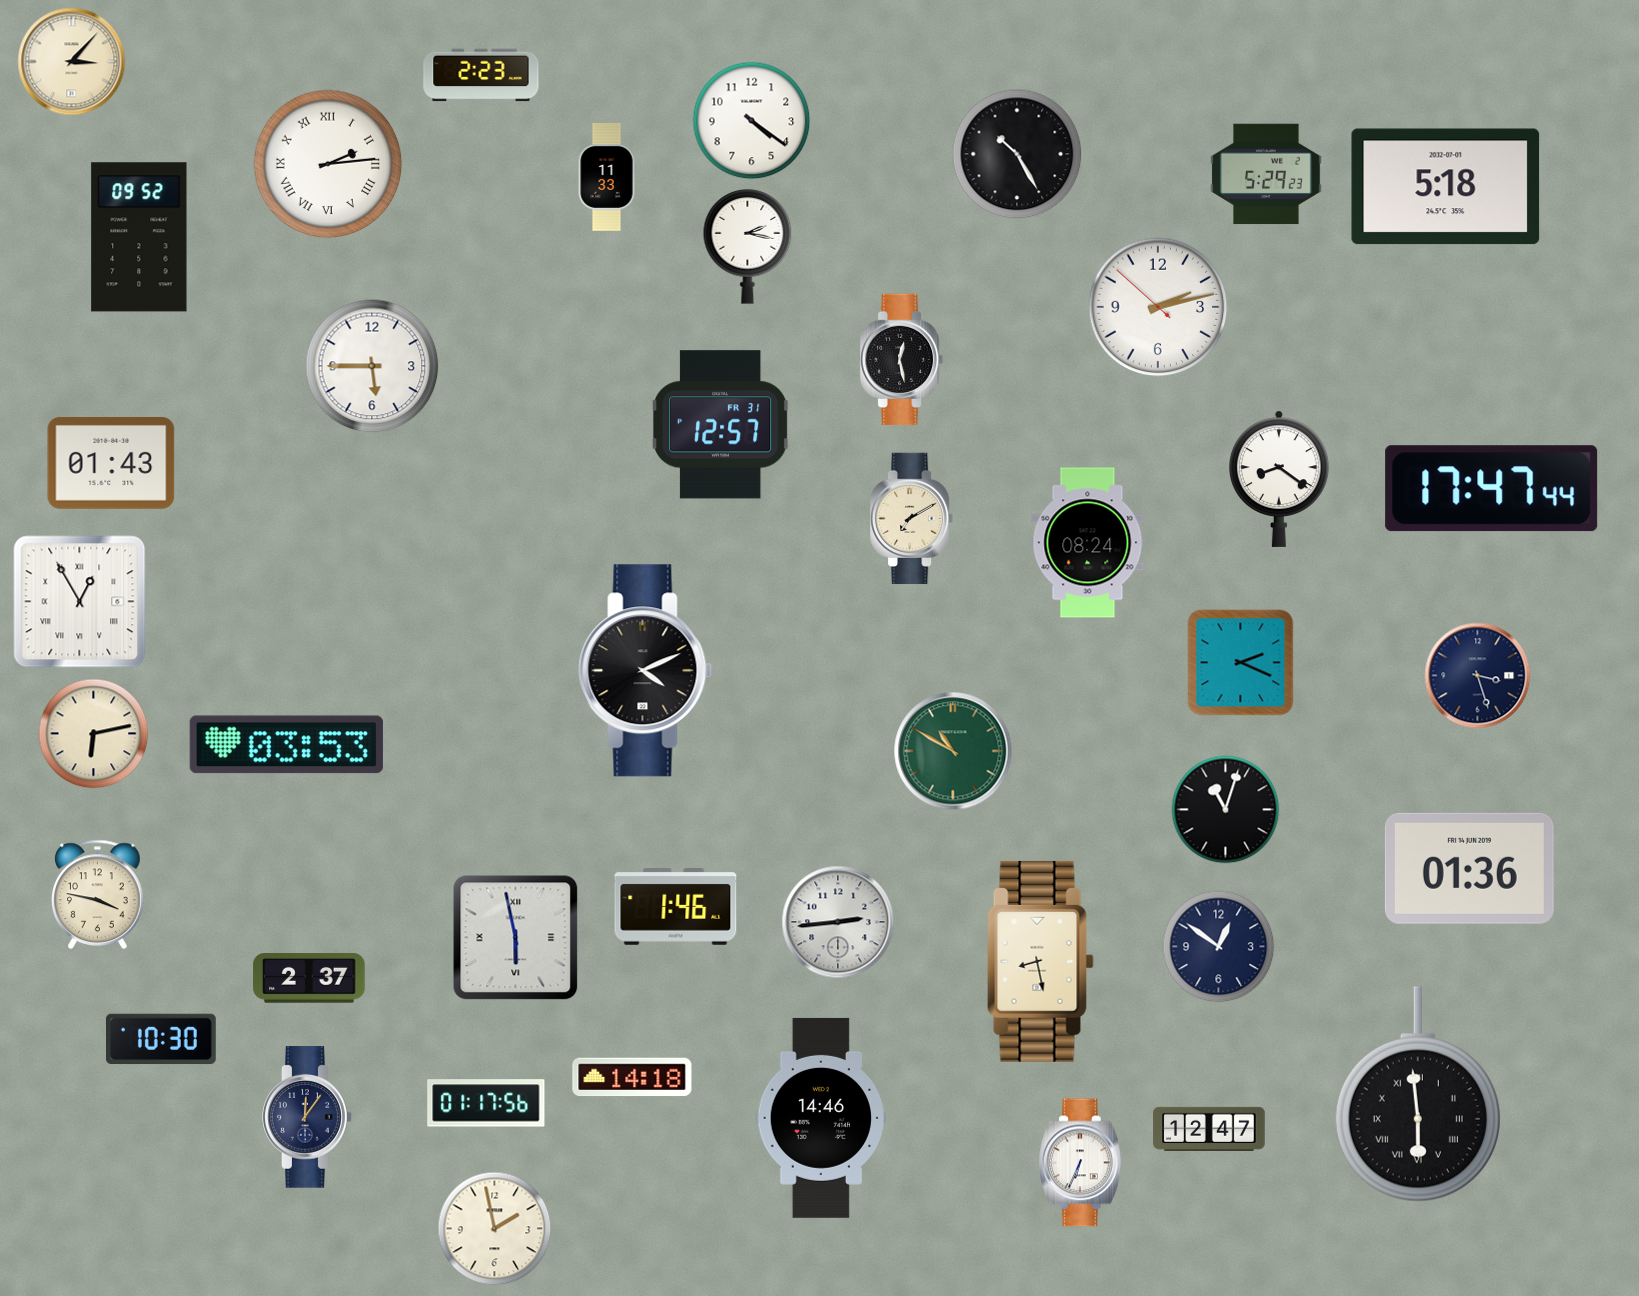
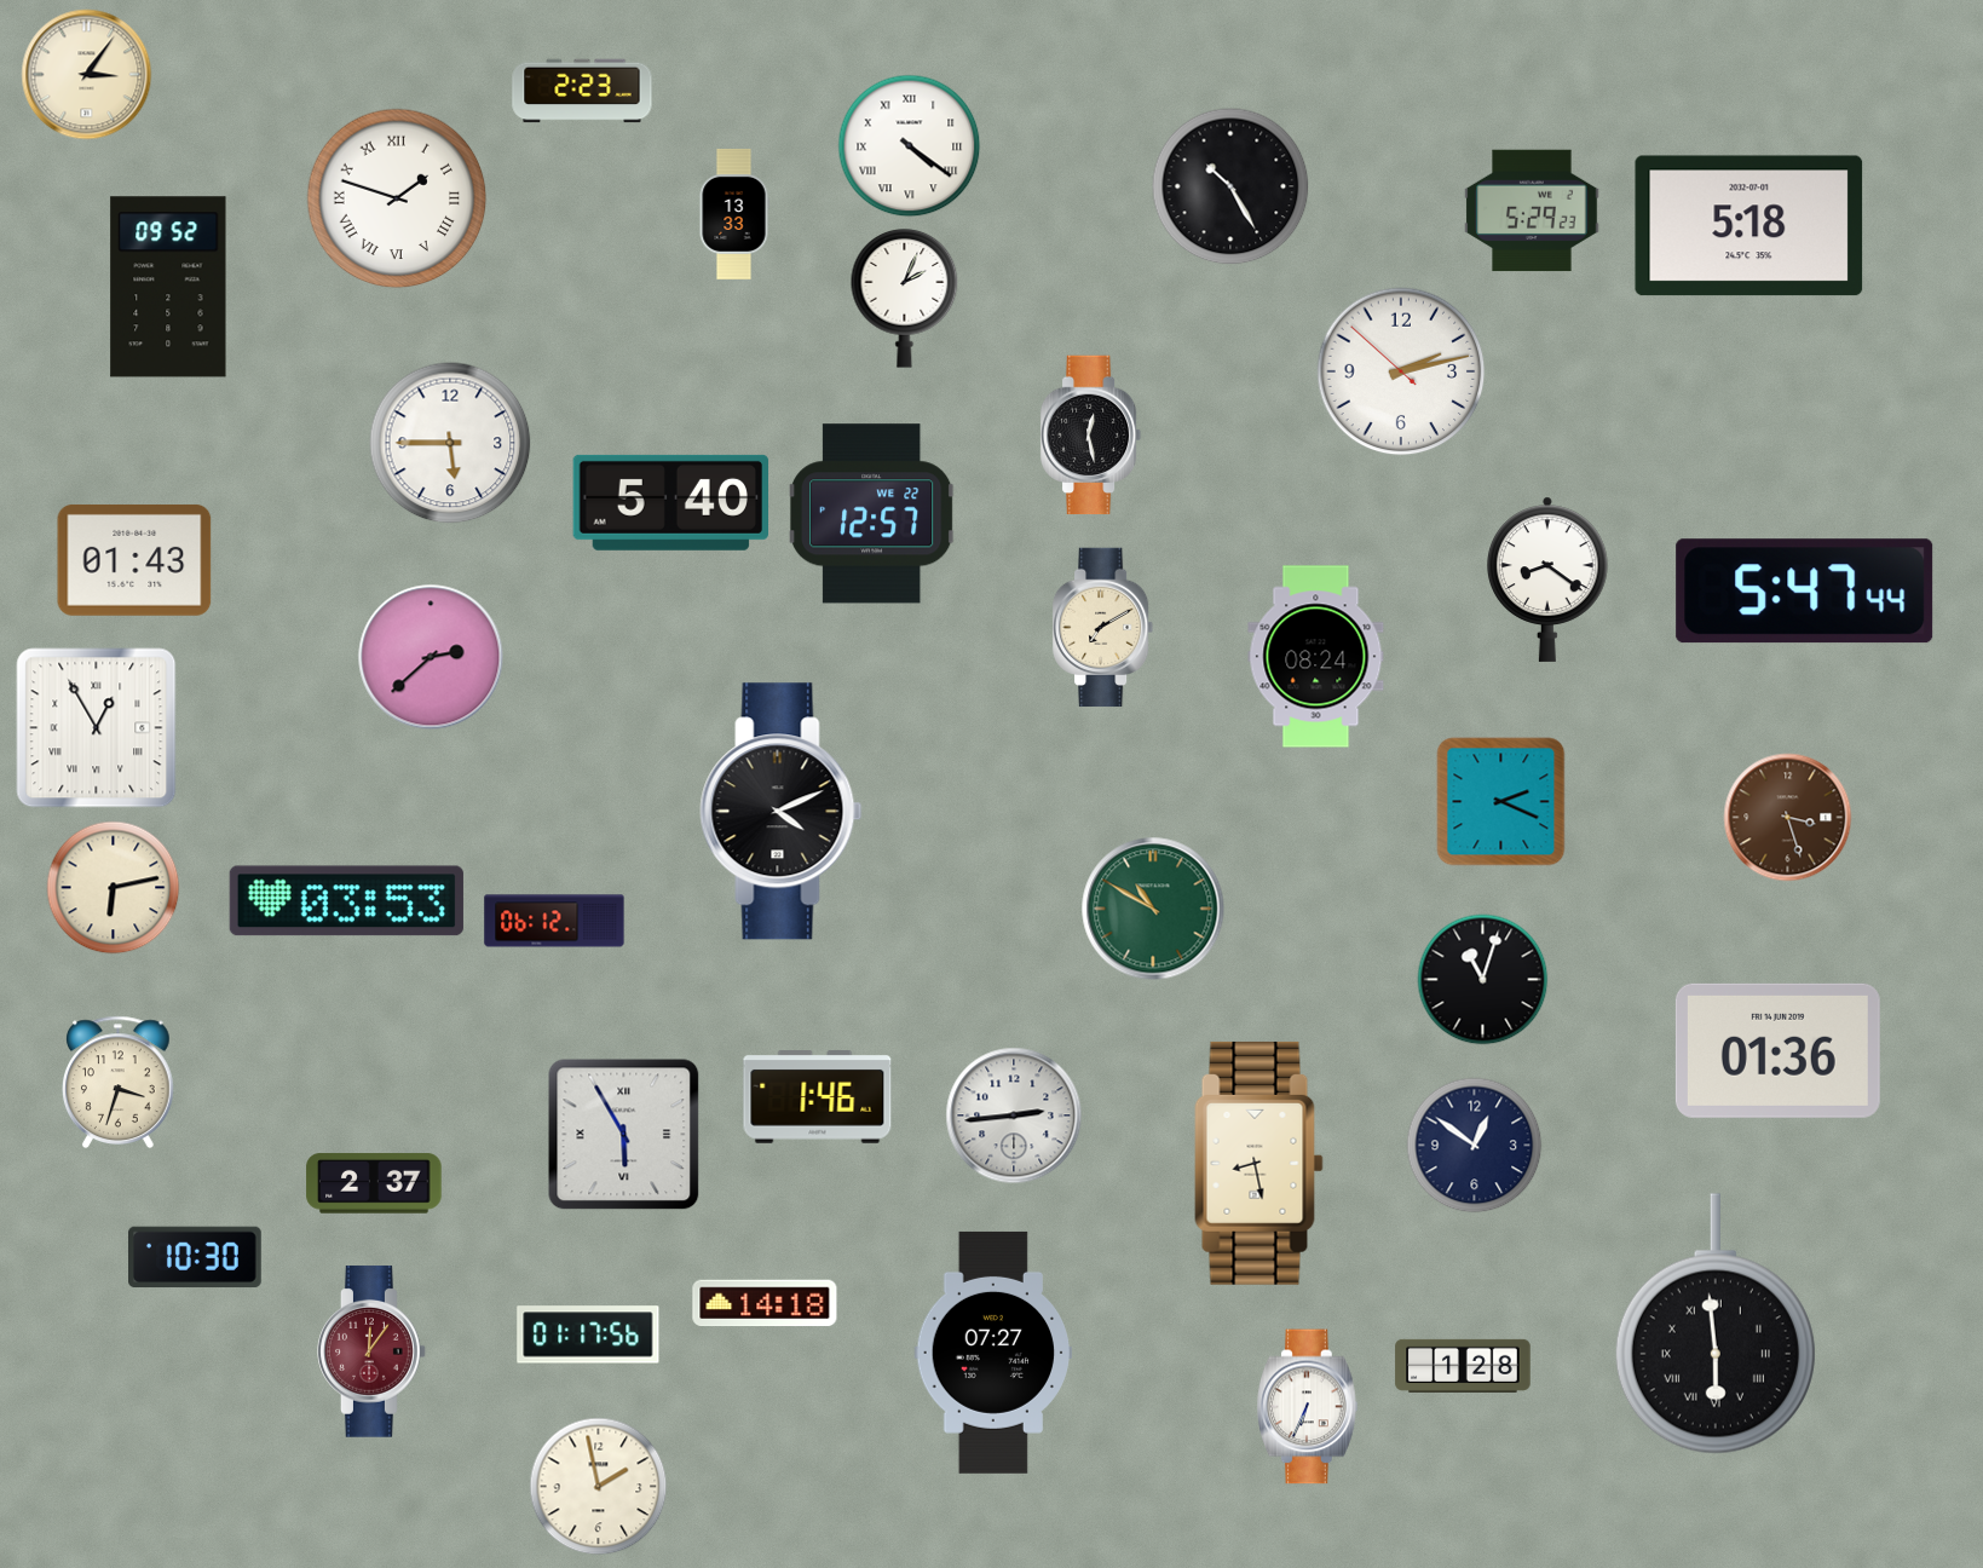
clock at (72, 62): 3:07 -> 3:06
clock at (752, 121) numerals: Arabic -> Roman
clock at (328, 164): 2:14 -> 1:48
clock at (607, 177): 11:33 -> 13:33
clock at (748, 247): 2:17 -> 2:04
clock at (670, 502): none -> 5:40
clock at (720, 425) date: FR 31 -> WE 22
clock at (1492, 489): 17:47 -> 5:47
clock at (431, 657): none -> 2:38
clock at (1478, 676) dial: navy -> brown
clock at (554, 921): none -> 06:12
clock at (98, 894): 3:47 -> 3:33
clock at (516, 938): 5:58 -> 5:55
clock at (307, 1117) dial: navy -> burgundy
clock at (821, 1118): 14:46 -> 07:27
clock at (1209, 1129): 12:47 -> 1:28
